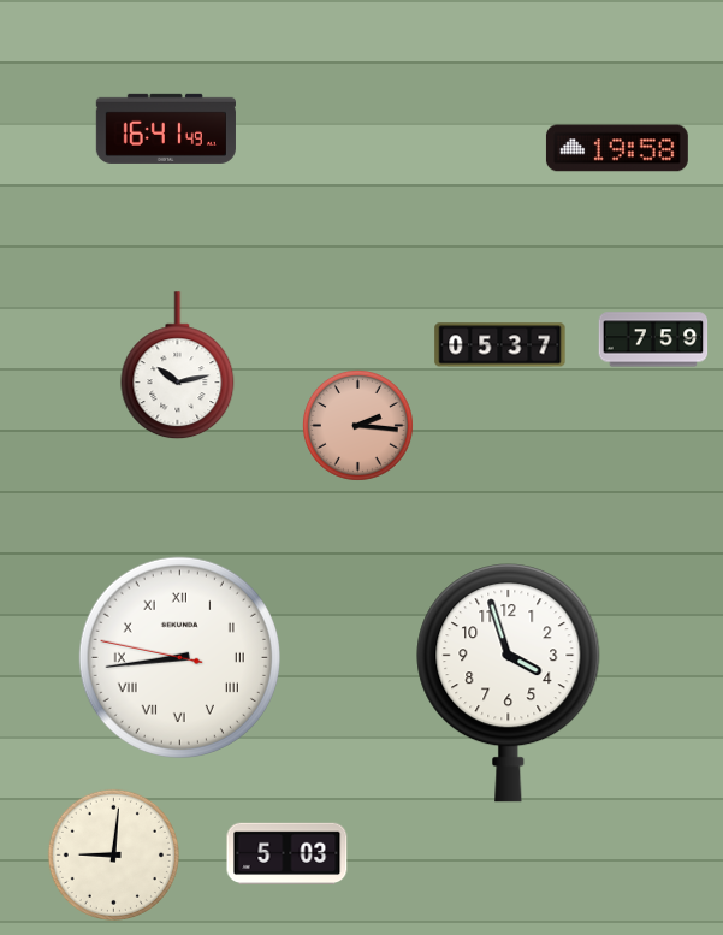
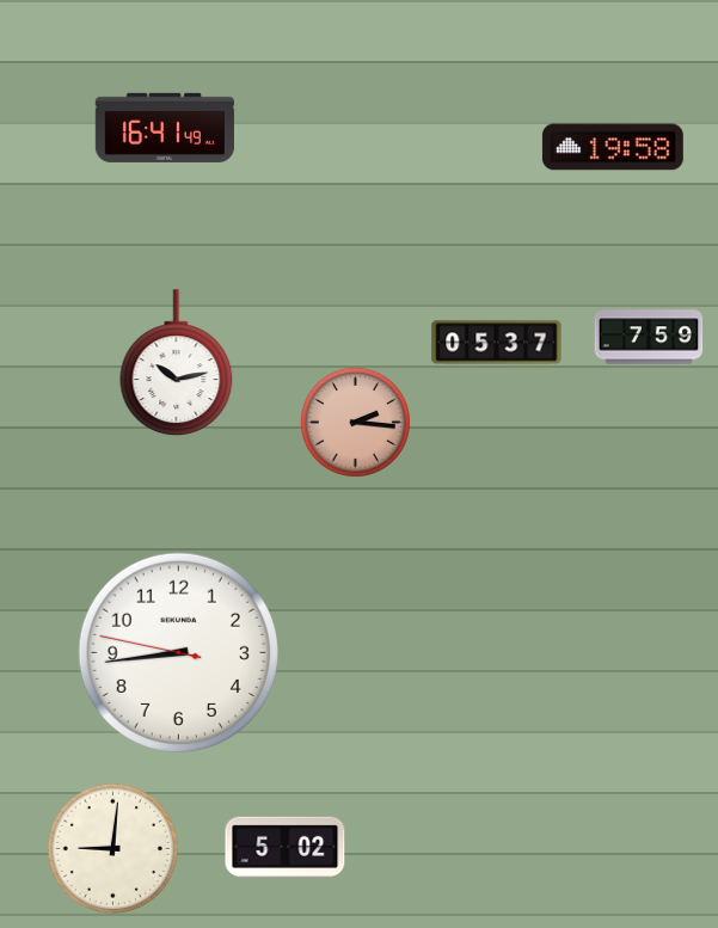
clock at (179, 657) numerals: Roman -> Arabic
clock at (509, 684): 3:57 -> none
clock at (288, 854): 5:03 -> 5:02
